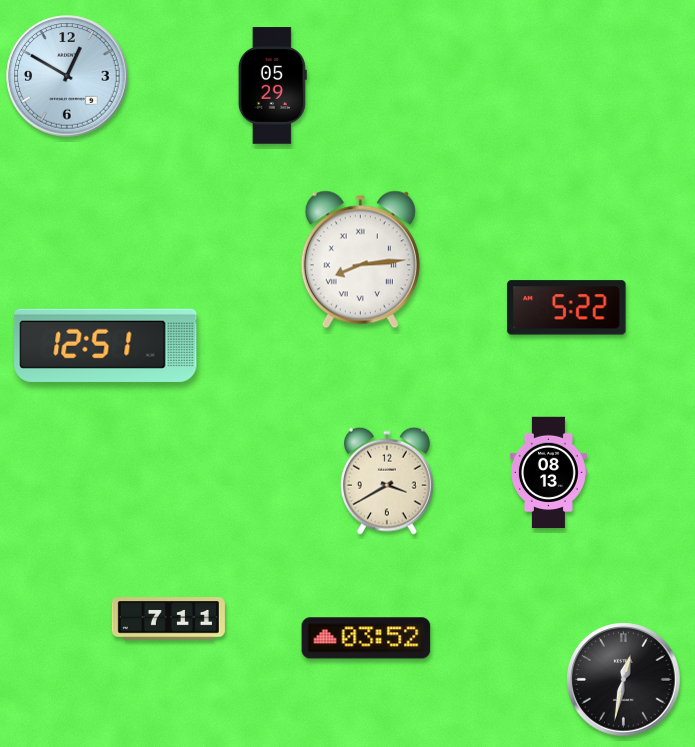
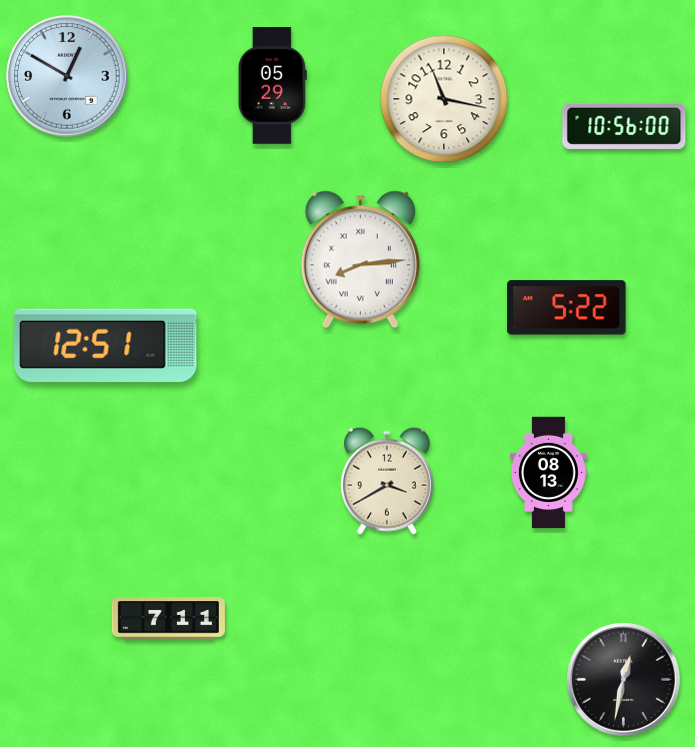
clock at (444, 99): none -> 11:17
clock at (624, 126): none -> 10:56
clock at (366, 638): 03:52 -> none
